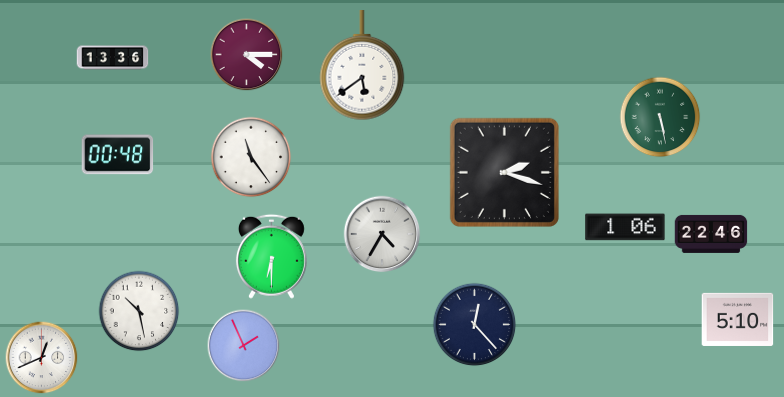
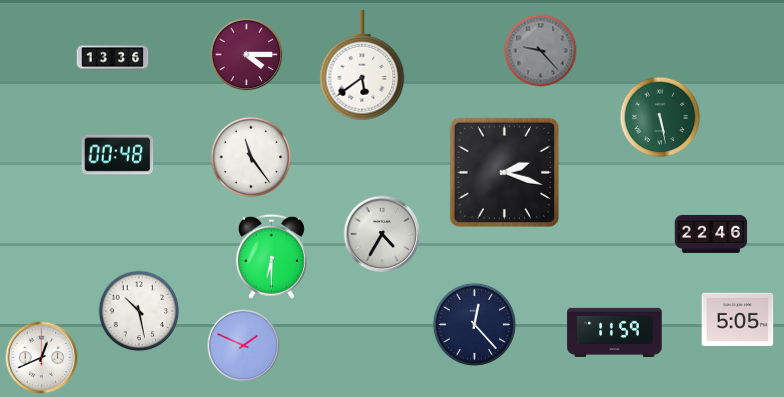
clock at (541, 51): none -> 9:23
clock at (625, 227): 1:06 -> none
clock at (738, 319): 5:10 -> 5:05
clock at (615, 332): none -> 11:59
clock at (244, 346): 1:56 -> 1:49
